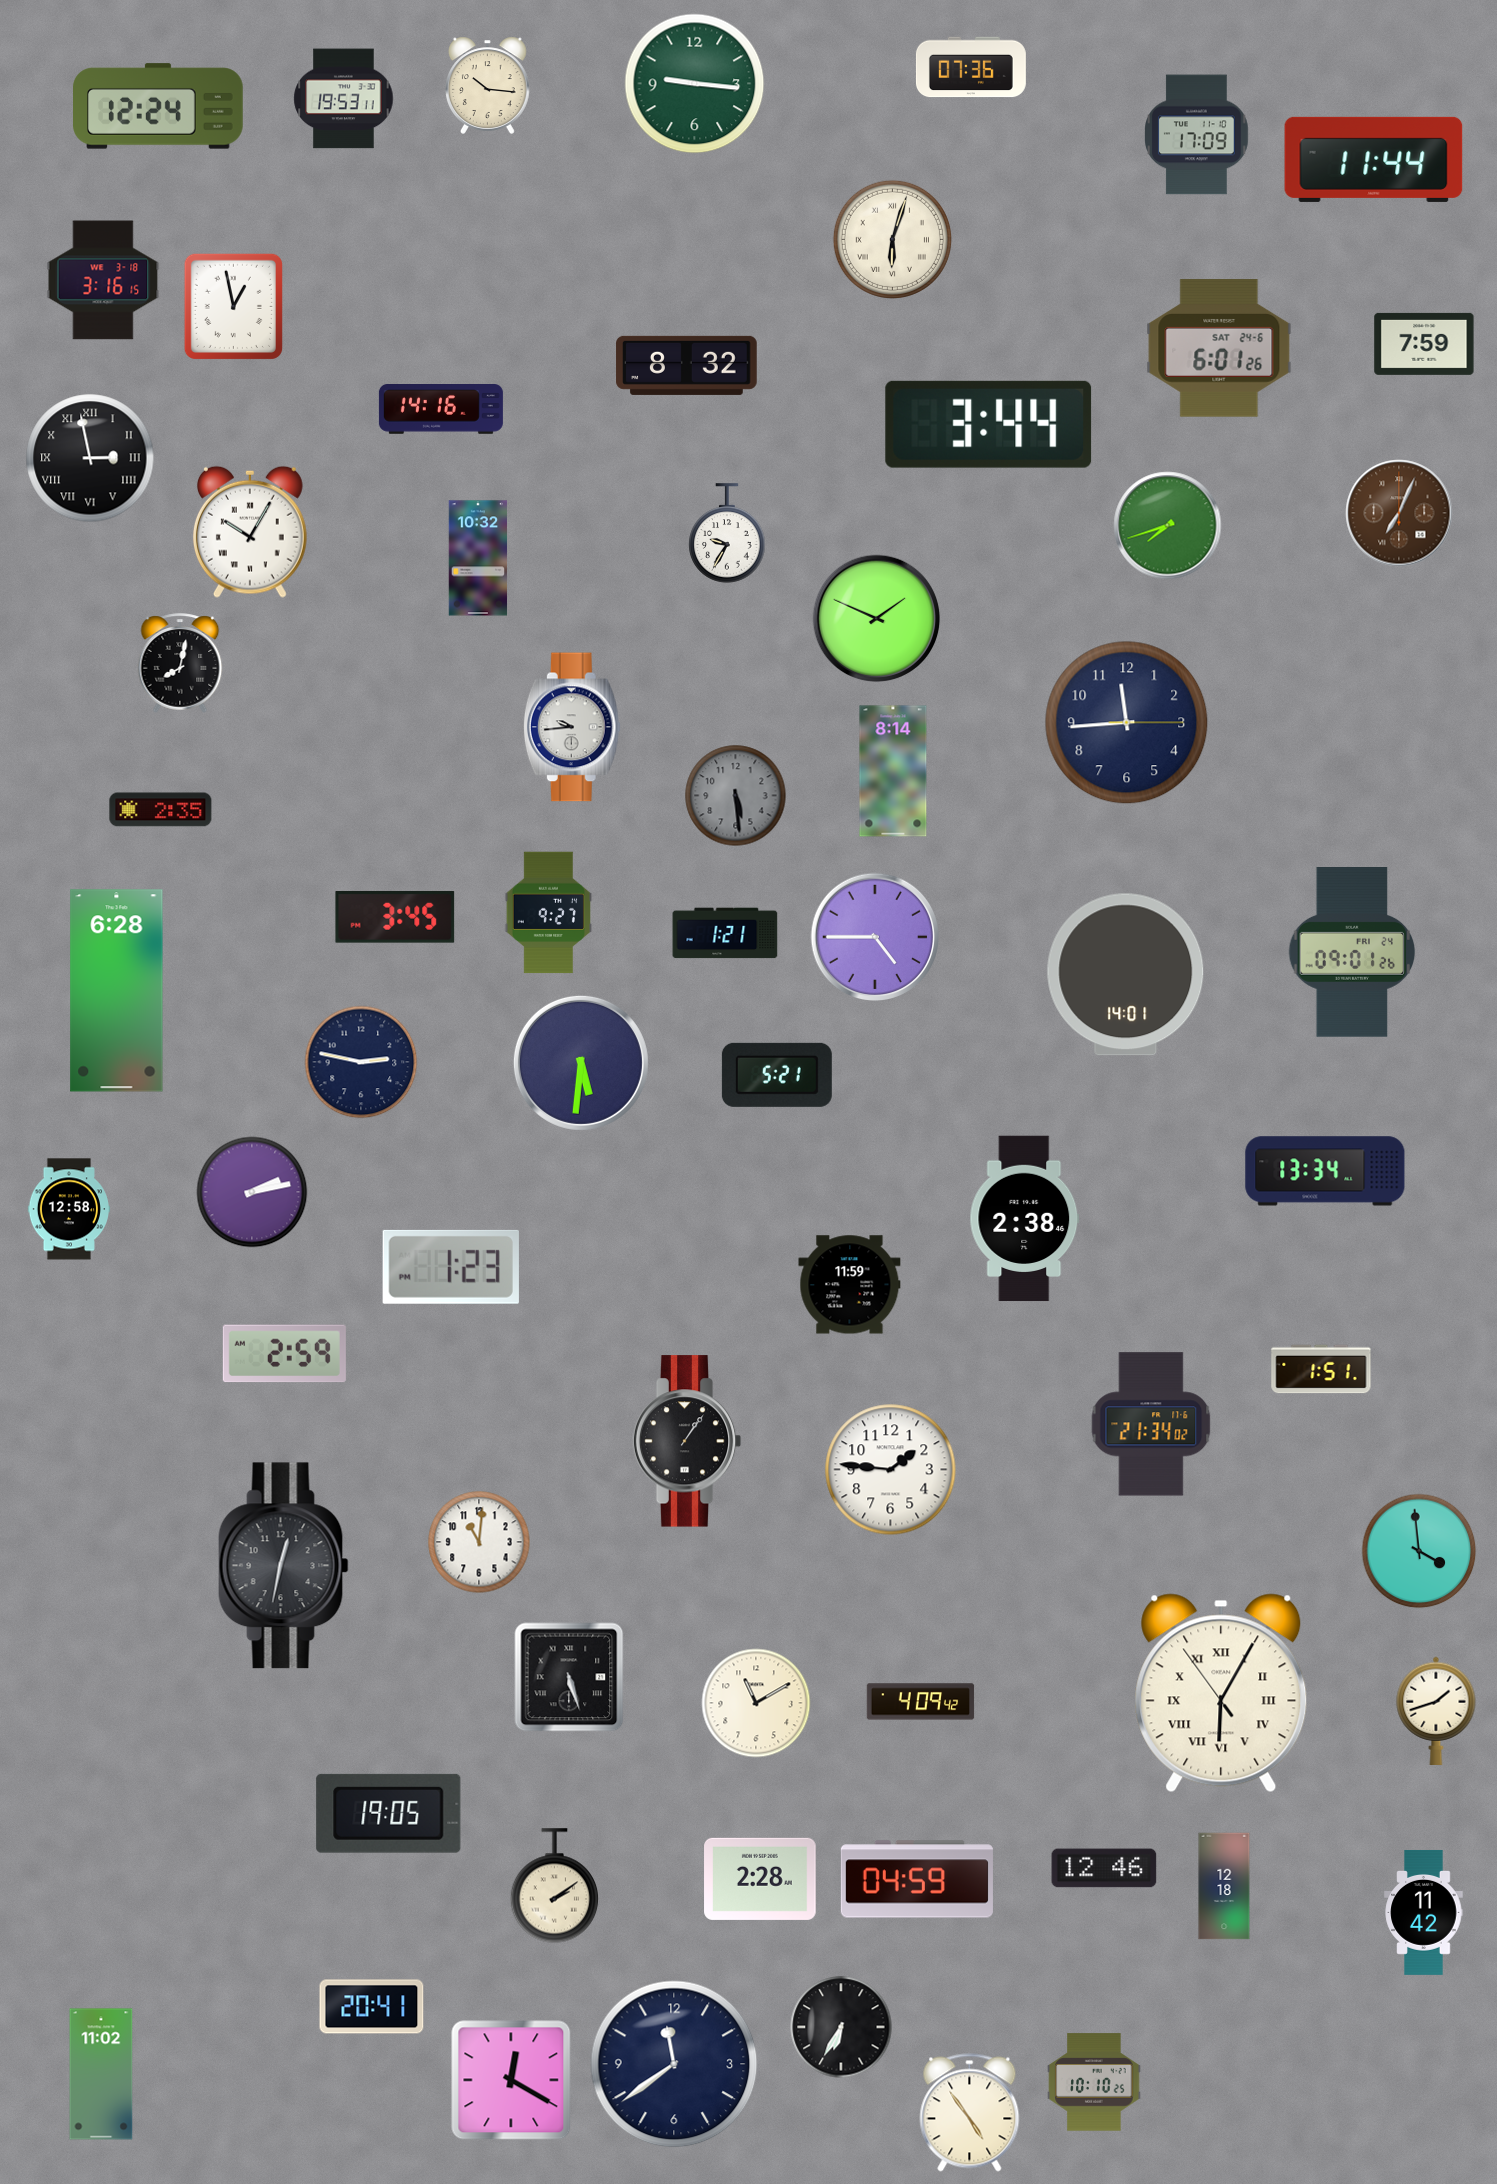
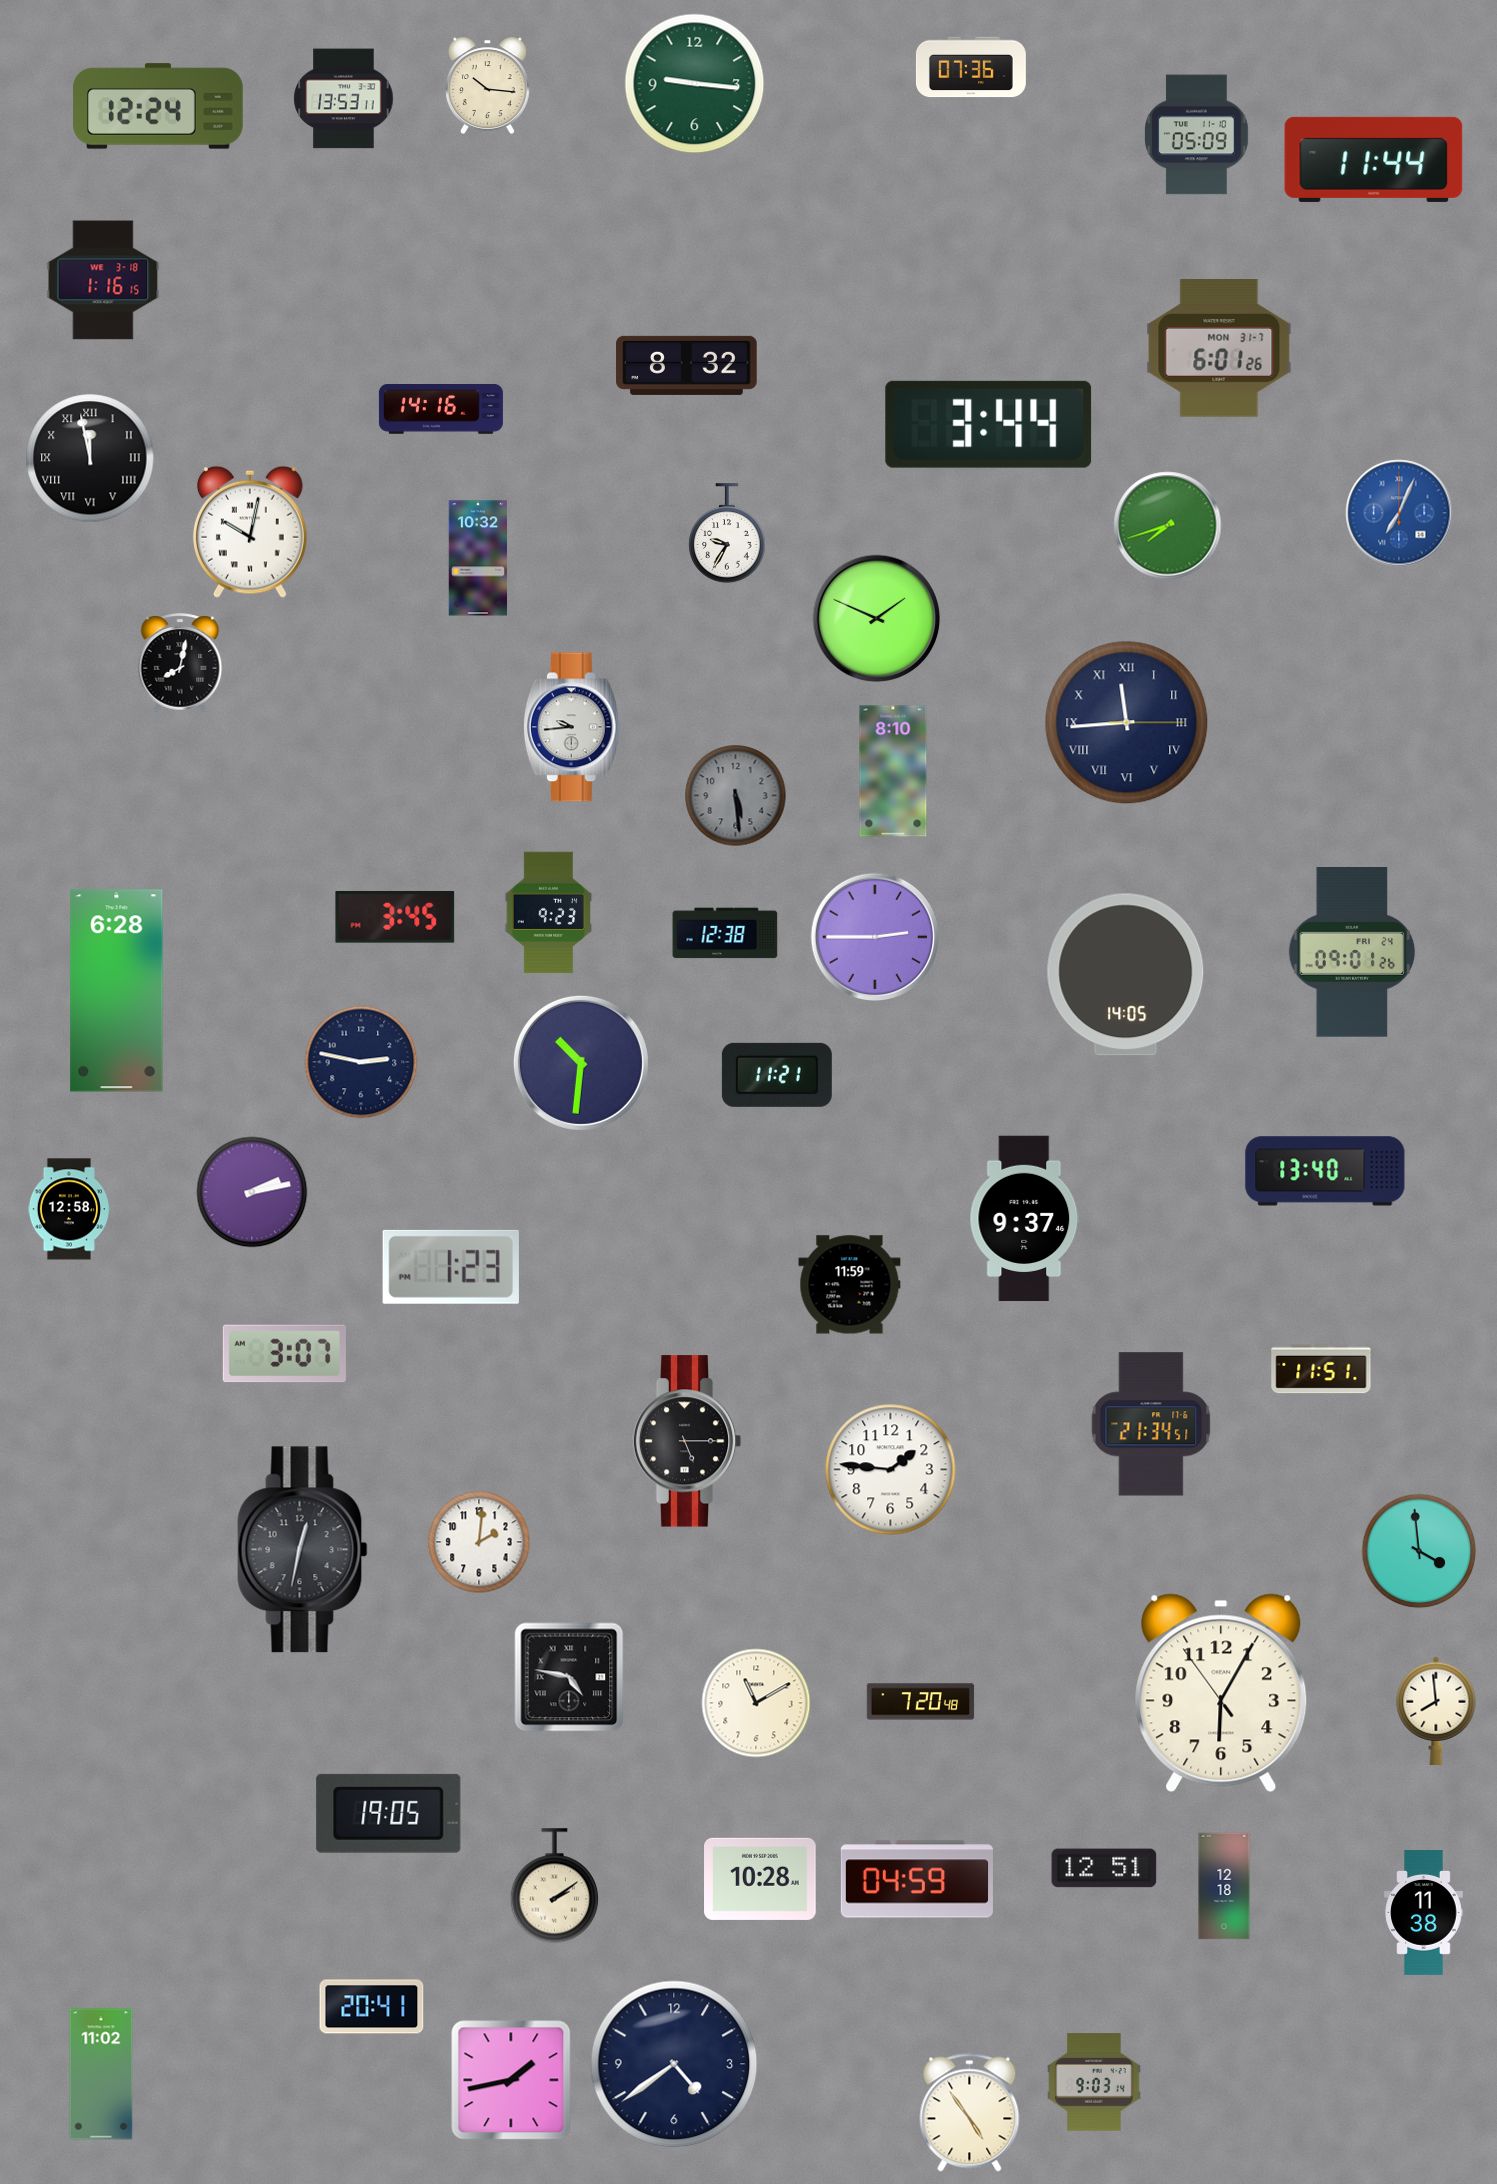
clock at (344, 99): 19:53 -> 13:53
clock at (1197, 135): 17:09 -> 05:09
clock at (892, 239): 6:03 -> none
clock at (103, 280): 3:16 -> 1:16
clock at (233, 306): 12:58 -> none
clock at (1424, 344): 7:59 -> none
clock at (1219, 348) date: SAT 24-6 -> MON 31-7
clock at (90, 458): 2:58 -> 11:58
clock at (1399, 513) dial: brown -> blue
clock at (250, 532): 10:05 -> 10:02
clock at (1127, 723) numerals: Arabic -> Roman
clock at (893, 771): 8:14 -> 8:10
clock at (161, 810): 2:35 -> none
clock at (548, 913): 9:27 -> 9:23
clock at (725, 933): 1:21 -> 12:38
clock at (874, 936): 4:45 -> 2:45
clock at (1126, 975): 14:01 -> 14:05
clock at (581, 1063): 5:31 -> 10:31
clock at (777, 1075): 5:21 -> 11:21
clock at (1325, 1171): 13:34 -> 13:40
clock at (1025, 1219): 2:38 -> 9:37
clock at (284, 1354): 2:59 -> 3:07
clock at (1321, 1369): 1:51 -> 11:51
clock at (1151, 1424): 21:34:02 -> 21:34:51
clock at (687, 1441): 1:06 -> 5:15
clock at (479, 1542): 11:01 -> 2:01
clock at (284, 1566) position: (284, 1566) -> (303, 1550)
clock at (569, 1677): 5:27 -> 4:47
clock at (1221, 1693) numerals: Roman -> Arabic
clock at (921, 1702): 4:09 -> 7:20
clock at (1436, 1711): 1:42 -> 7:59
clock at (1104, 1868): 12:46 -> 12:51
clock at (760, 1879): 2:28 -> 10:28
clock at (1424, 1912): 11:42 -> 11:38
clock at (841, 2027): 6:35 -> none
clock at (674, 2064): 11:39 -> 4:39
clock at (511, 2080): 12:20 -> 1:43
clock at (1094, 2082): 10:10 -> 9:03
